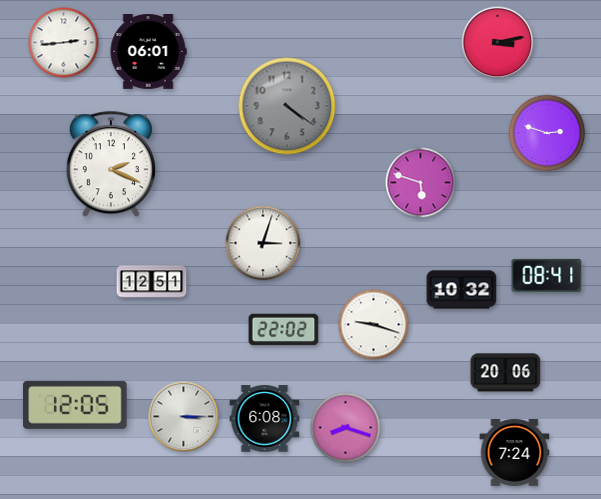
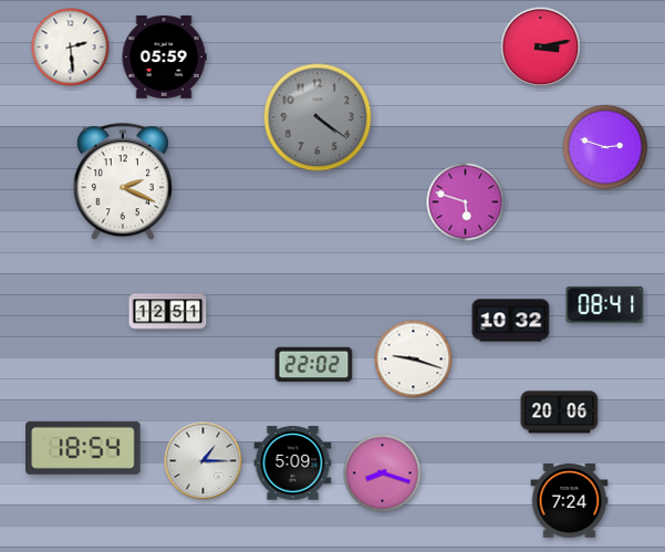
clock at (64, 43): 2:44 -> 2:29
clock at (498, 43) position: (498, 43) -> (541, 48)
clock at (148, 52): 06:01 -> 05:59
clock at (263, 243): 3:03 -> none
clock at (75, 405): 12:05 -> 18:54
clock at (184, 417): 3:15 -> 1:15
clock at (265, 419): 6:08 -> 5:09
